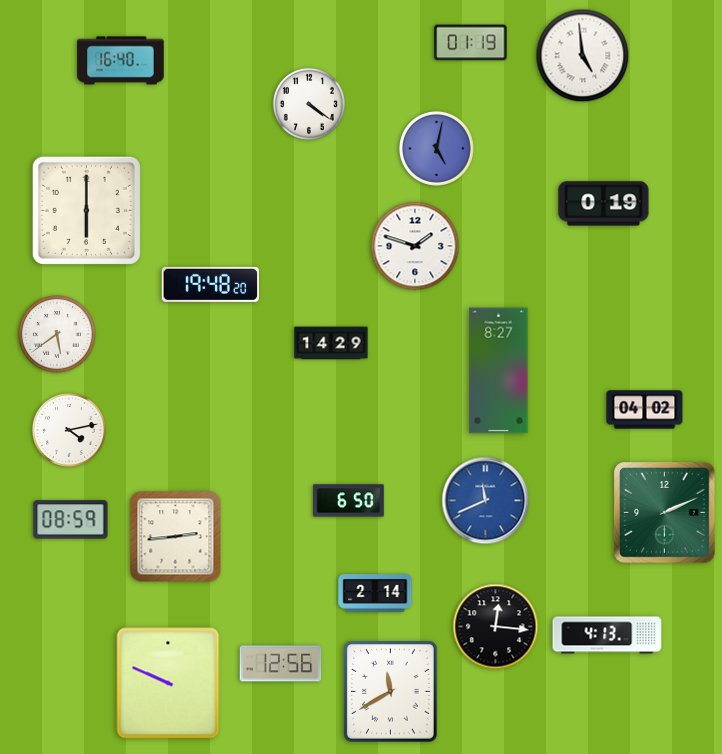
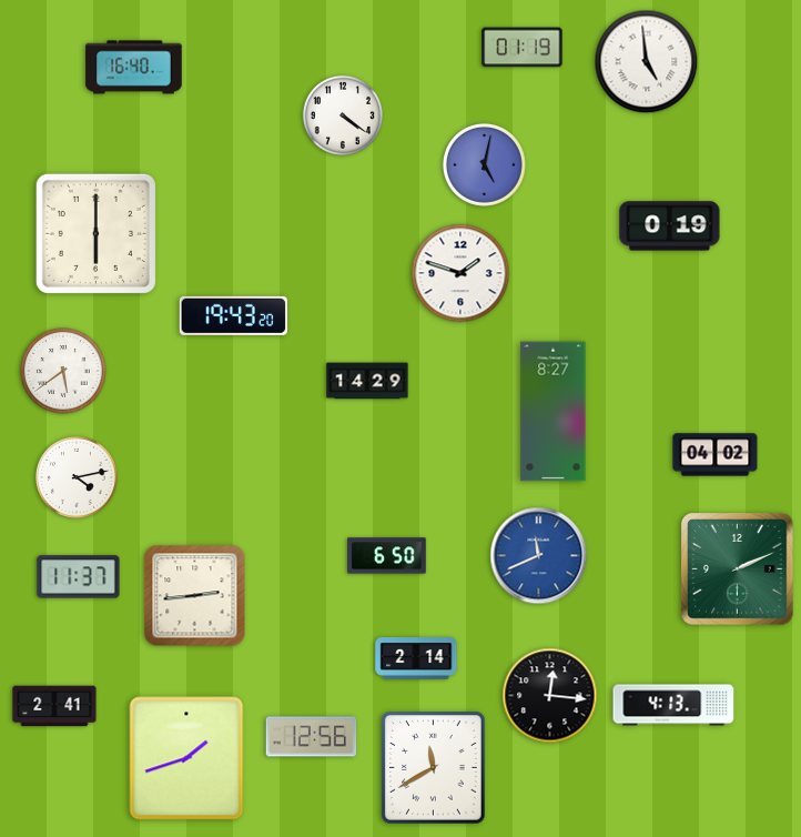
clock at (210, 284): 19:48 -> 19:43
clock at (71, 520): 08:59 -> 11:37
clock at (54, 706): none -> 2:41
clock at (168, 683): 9:49 -> 1:42
